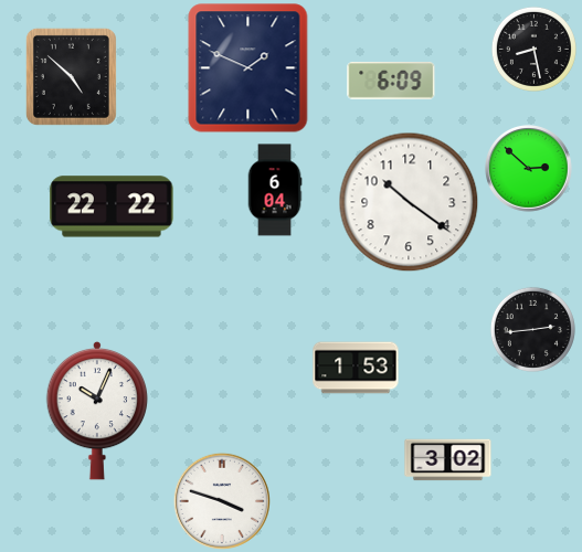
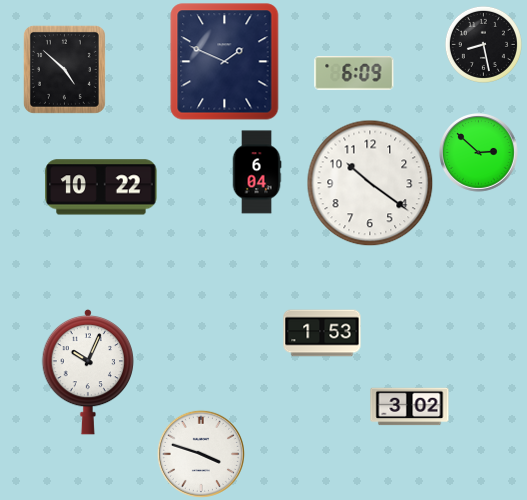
clock at (275, 190) position: (275, 190) -> (257, 172)
clock at (112, 206): 22:22 -> 10:22
clock at (532, 329): 2:44 -> none
clock at (448, 460) position: (448, 460) -> (410, 407)
